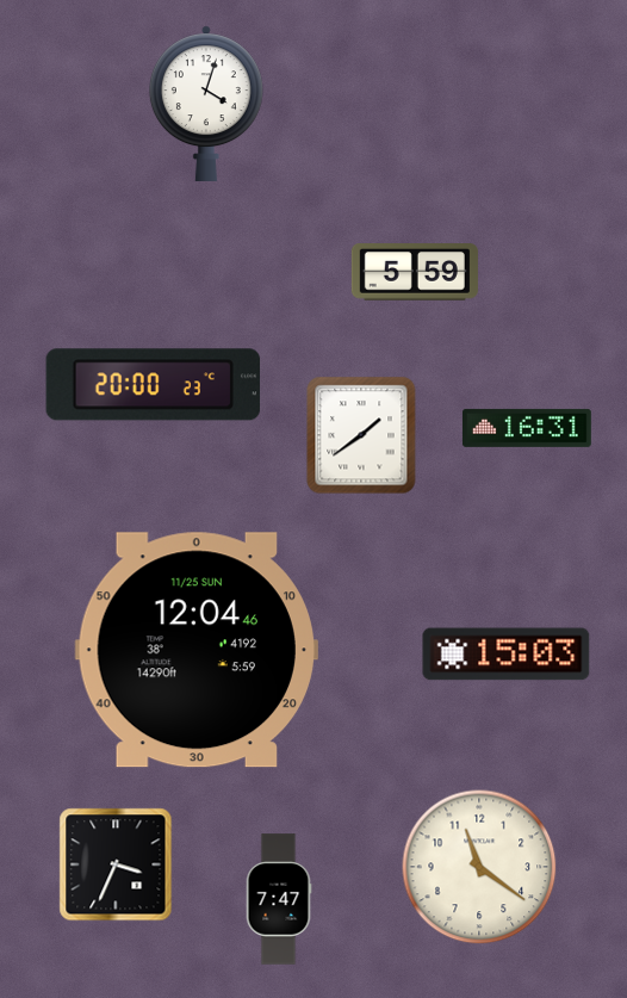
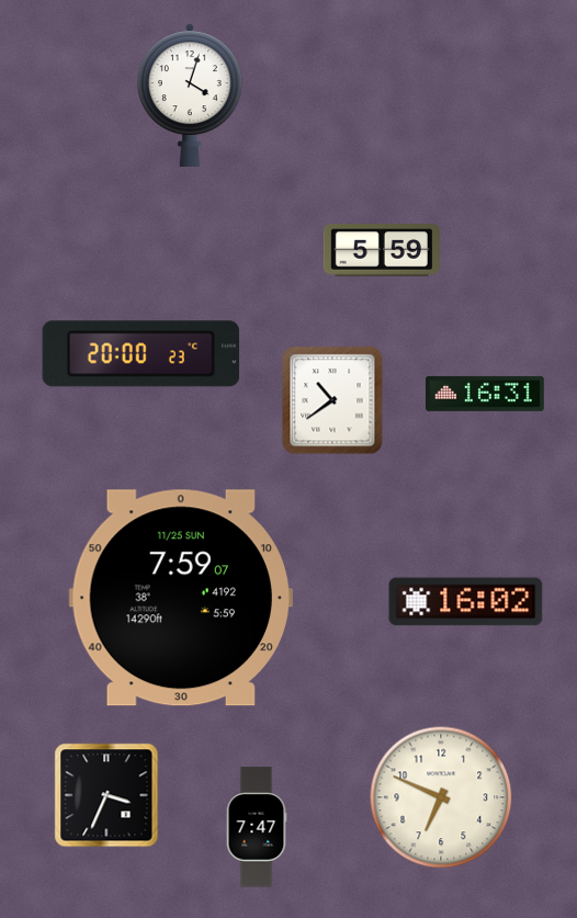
clock at (361, 435): 1:39 -> 10:39
clock at (195, 650): 12:04 -> 7:59
clock at (507, 655): 15:03 -> 16:02
clock at (479, 867): 11:21 -> 6:49
